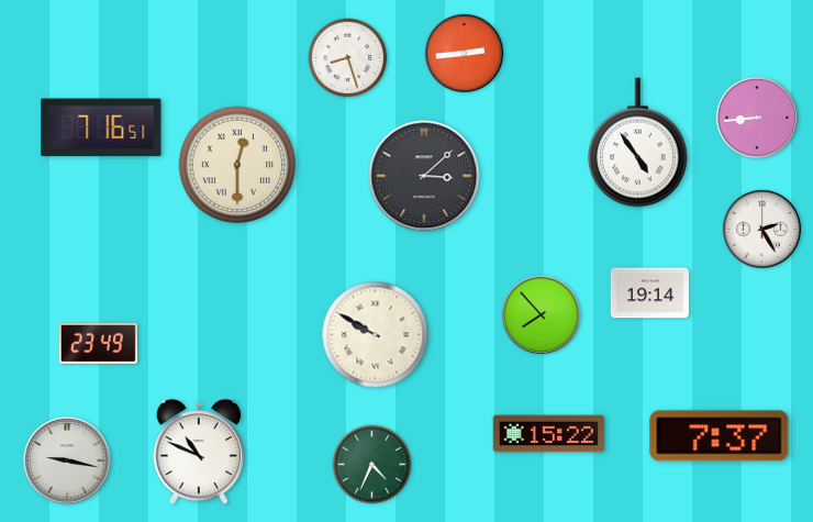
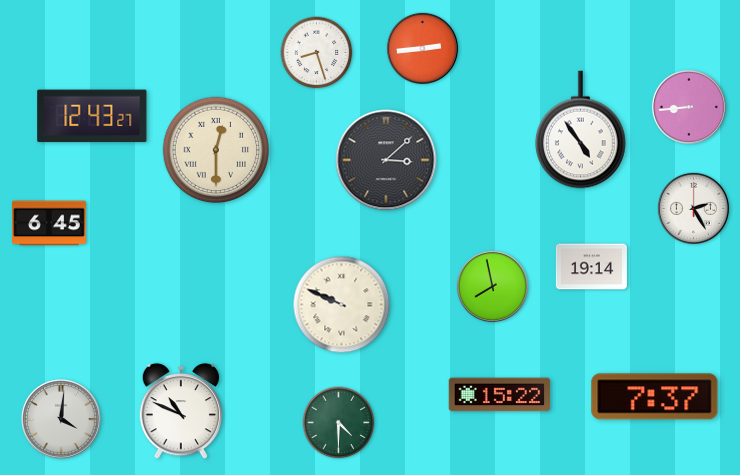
clock at (101, 127): 7:16 -> 12:43
clock at (49, 223): none -> 6:45
clock at (541, 314): 7:53 -> 7:58
clock at (376, 335): 9:50 -> 9:49
clock at (98, 343): 23:49 -> none
clock at (67, 460): 9:17 -> 4:01
clock at (372, 465): 4:34 -> 4:30
